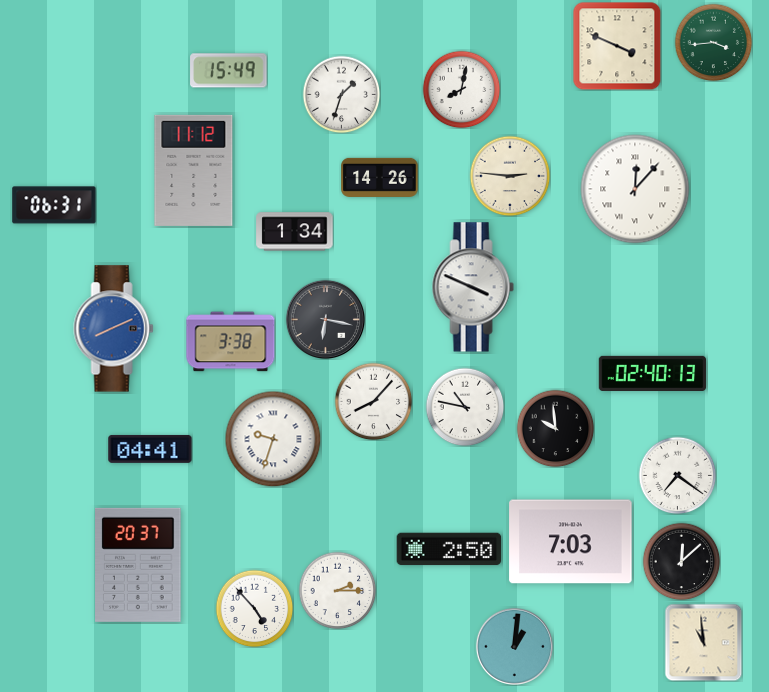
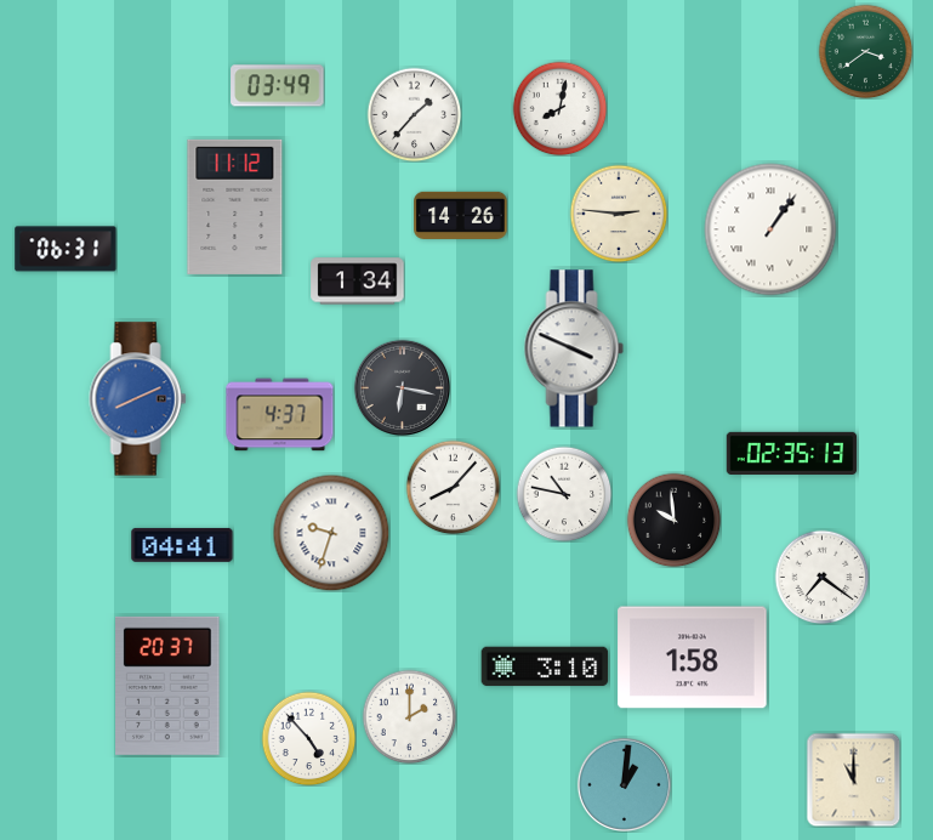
clock at (713, 42): 3:44 -> 3:39
clock at (617, 46): 3:49 -> none
clock at (229, 71): 15:49 -> 03:49
clock at (341, 94): 1:33 -> 1:37
clock at (635, 189): 12:07 -> 1:06
clock at (325, 319) position: (325, 319) -> (402, 387)
clock at (231, 342): 3:38 -> 4:37
clock at (653, 373): 02:40 -> 02:35
clock at (571, 542): 7:03 -> 1:58
clock at (449, 549): 2:50 -> 3:10
clock at (681, 561): 12:08 -> none
clock at (337, 590): 2:15 -> 2:00
clock at (703, 642): 10:59 -> 11:00
